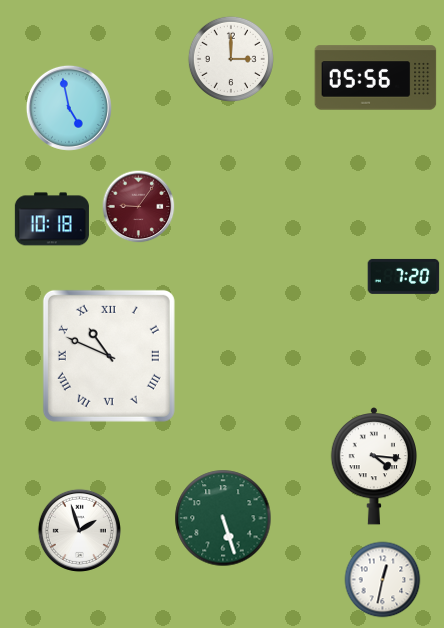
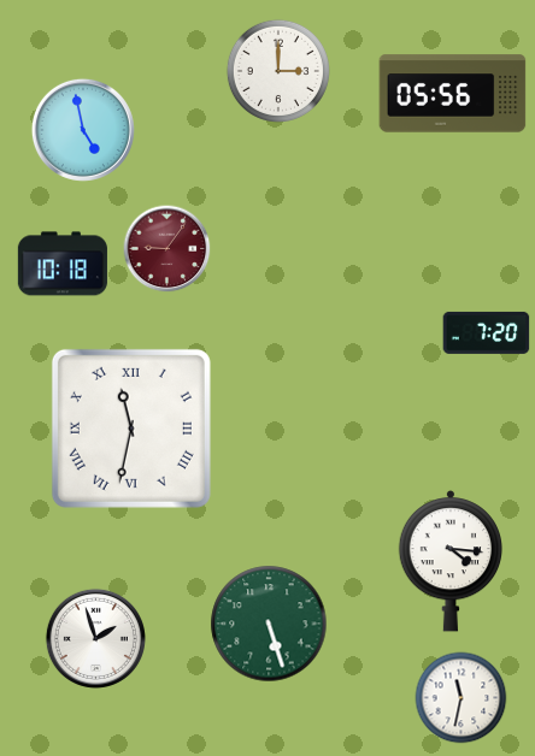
clock at (109, 356): 10:49 -> 11:32
clock at (383, 580): 12:32 -> 11:32
